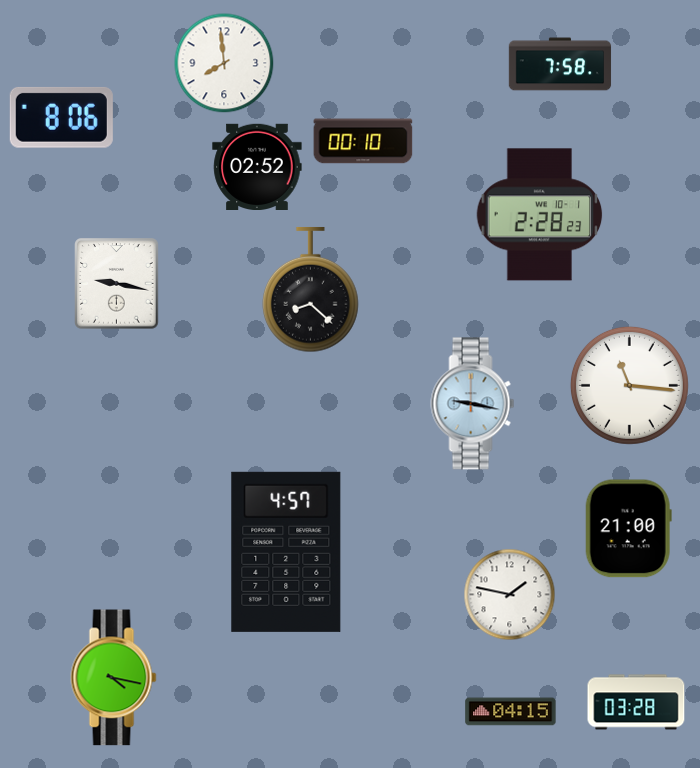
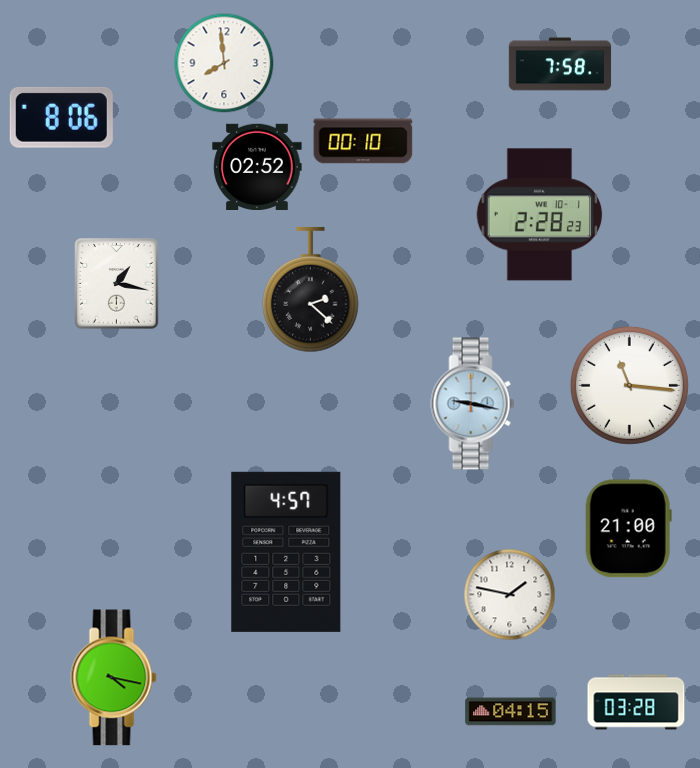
clock at (117, 284): 9:17 -> 1:17
clock at (311, 290): 8:22 -> 2:22
